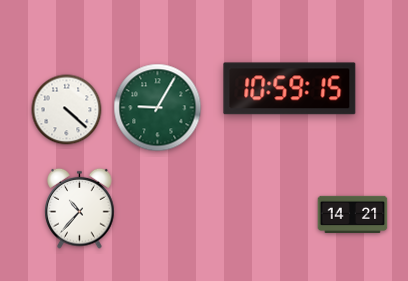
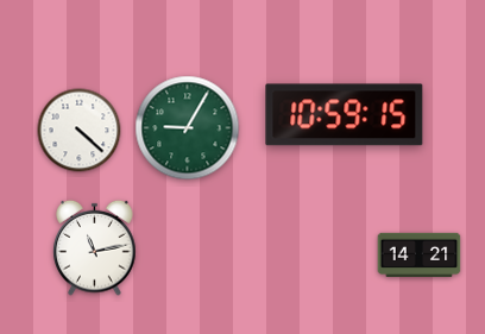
clock at (290, 89) position: (290, 89) -> (345, 115)
clock at (80, 208): 10:37 -> 11:13
